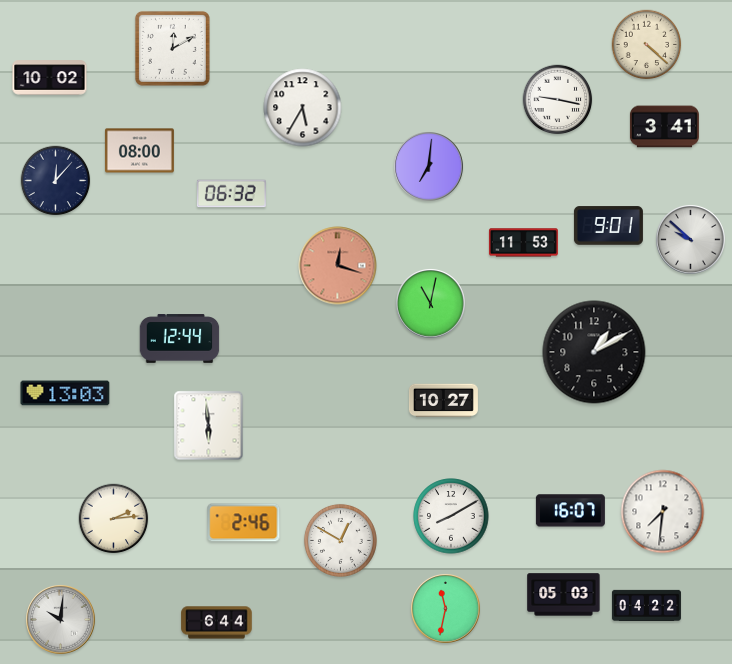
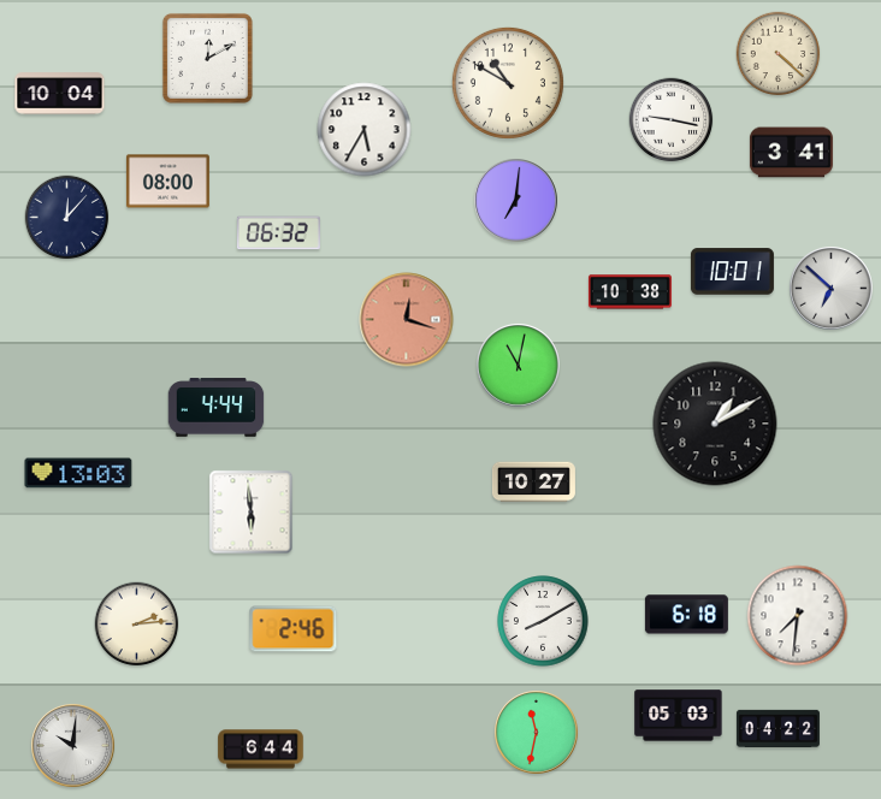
clock at (508, 83): none -> 10:50
clock at (50, 78): 10:02 -> 10:04
clock at (664, 127) position: (664, 127) -> (791, 153)
clock at (608, 226): 9:01 -> 10:01
clock at (691, 240): 9:52 -> 6:52
clock at (523, 243): 11:53 -> 10:38
clock at (180, 339): 12:44 -> 4:44
clock at (570, 511): 16:07 -> 6:18
clock at (340, 540): 12:50 -> none
